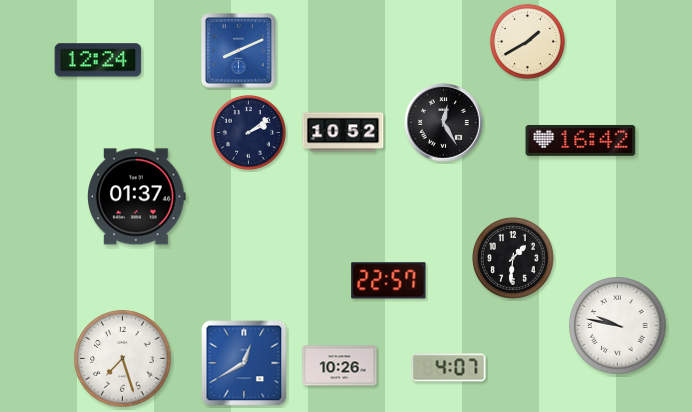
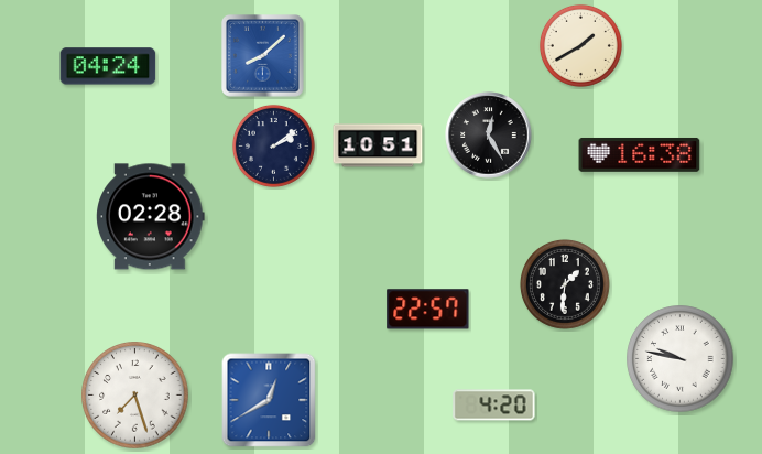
clock at (239, 51): 8:11 -> 8:08
clock at (98, 60): 12:24 -> 04:24
clock at (343, 132): 10:52 -> 10:51
clock at (581, 141): 16:42 -> 16:38
clock at (137, 197): 01:37 -> 02:28
clock at (340, 366): 10:26 -> none
clock at (449, 368): 4:07 -> 4:20
